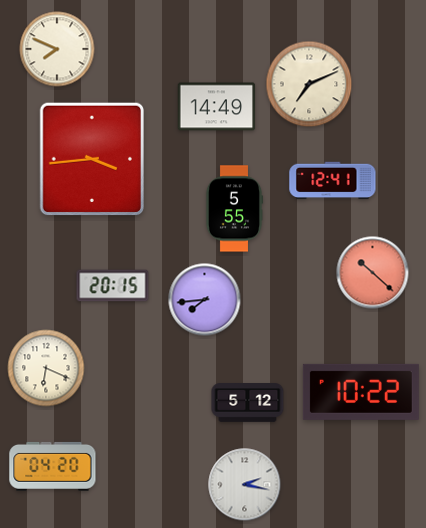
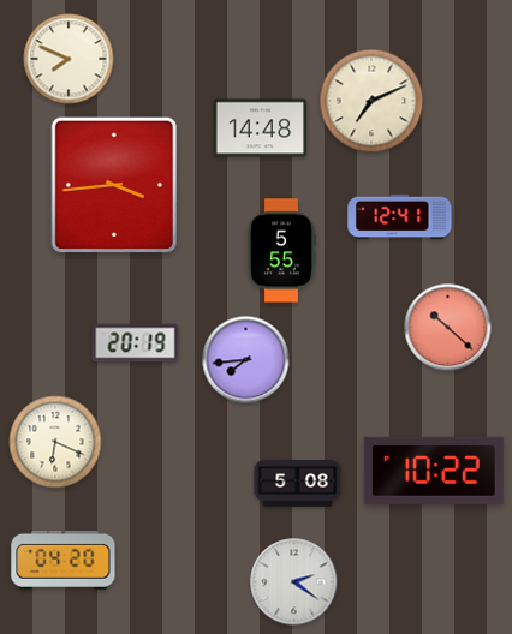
clock at (217, 107): 14:49 -> 14:48
clock at (91, 159) position: (91, 159) -> (113, 185)
clock at (113, 286): 20:15 -> 20:19
clock at (248, 403): 5:12 -> 5:08
clock at (245, 485): 2:17 -> 2:21
